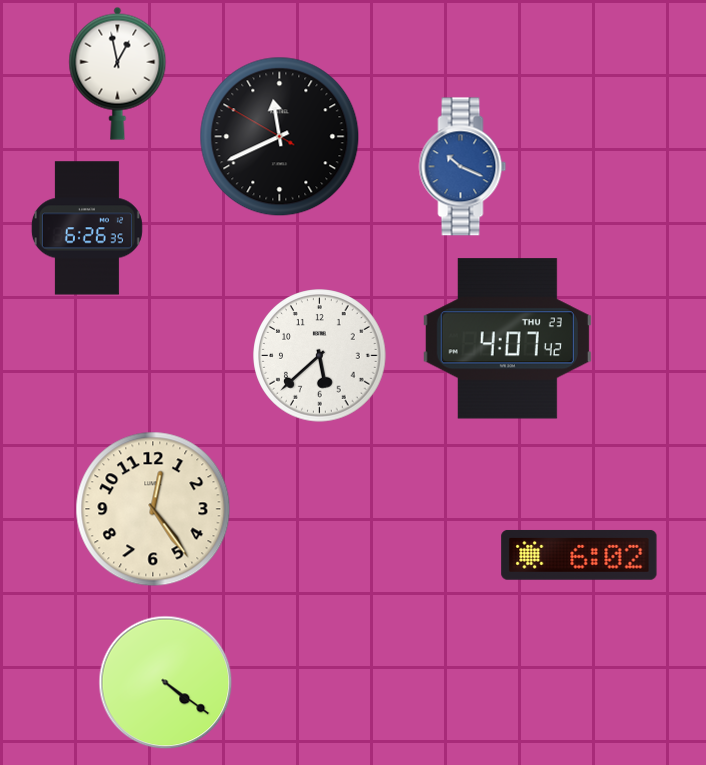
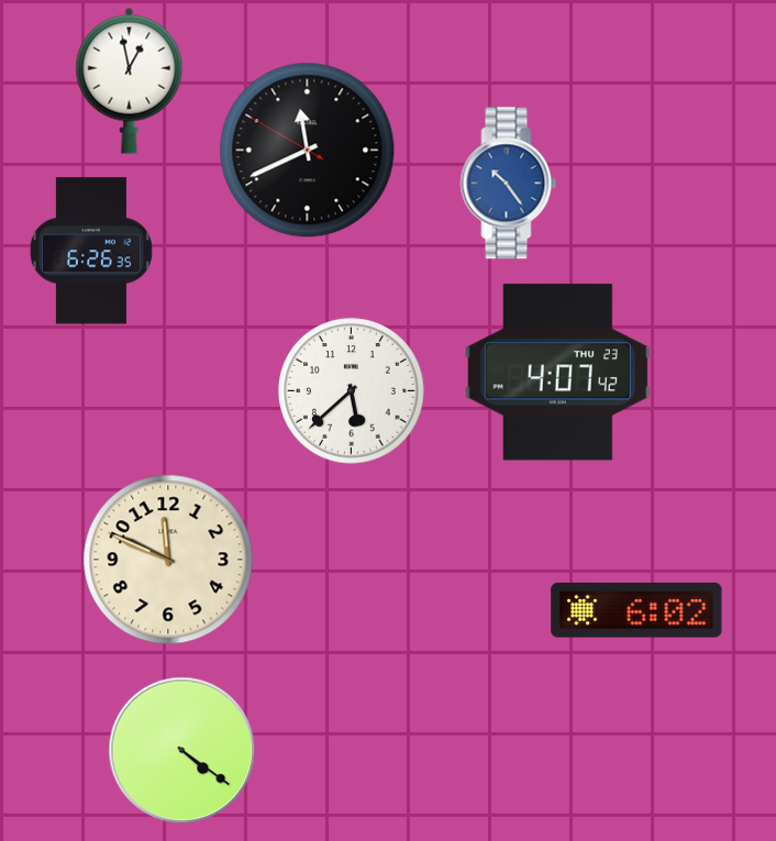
clock at (463, 167): 10:19 -> 10:24
clock at (87, 228) position: (87, 228) -> (91, 251)
clock at (153, 509): 12:24 -> 11:49
